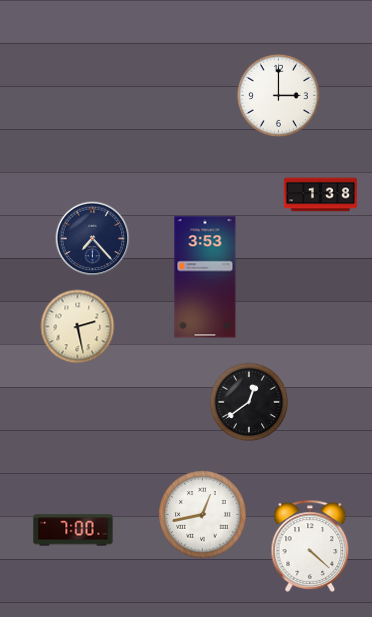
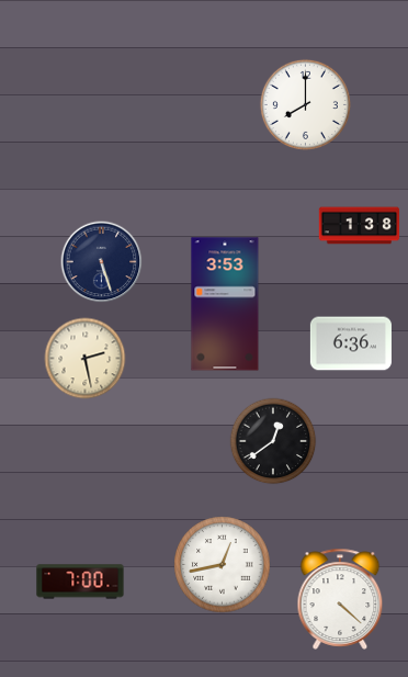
clock at (278, 95): 3:00 -> 8:00
clock at (321, 195) position: (321, 195) -> (360, 226)
clock at (93, 239): 7:23 -> 5:27
clock at (351, 343): none -> 6:36
